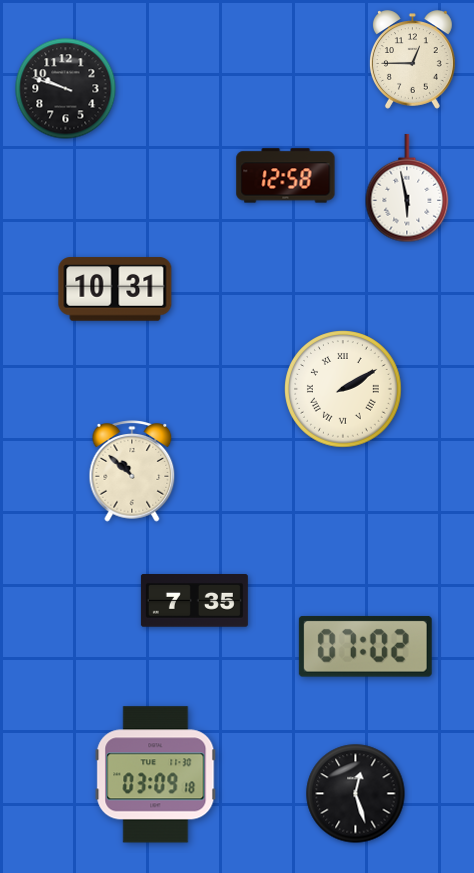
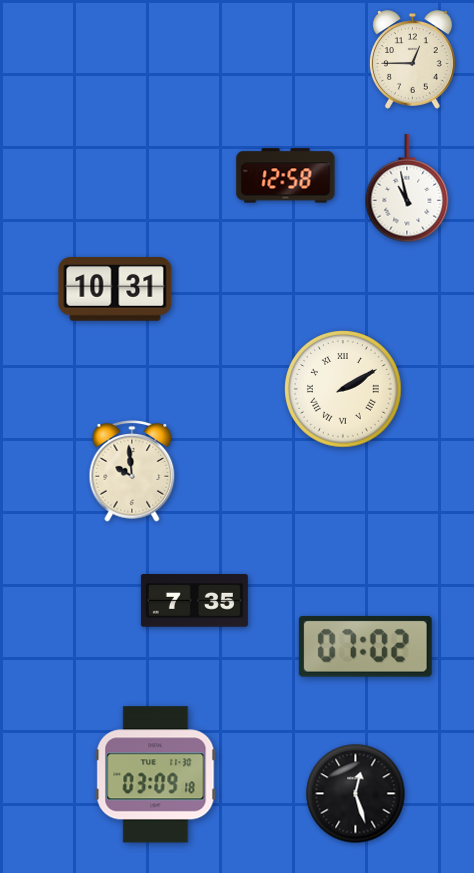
clock at (66, 89): 9:48 -> none
clock at (407, 189): 5:58 -> 10:58
clock at (132, 471): 10:52 -> 9:59
